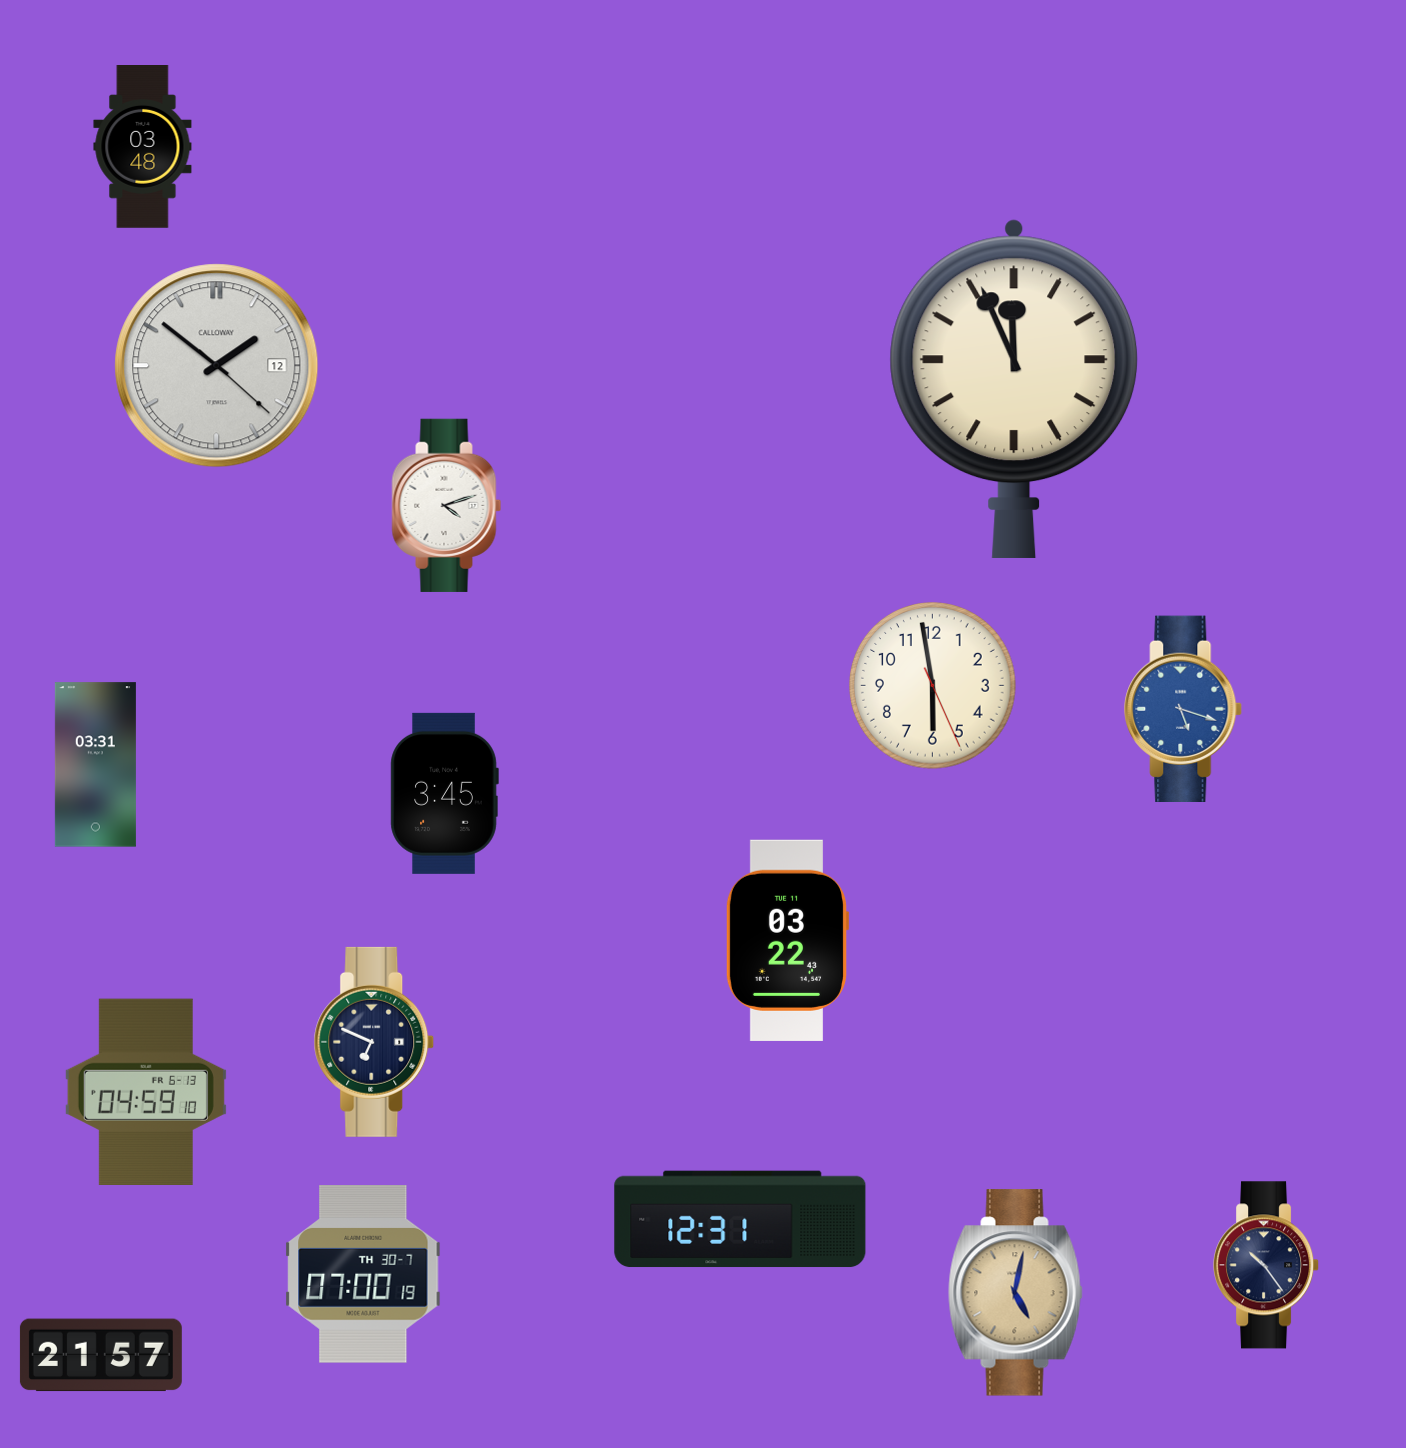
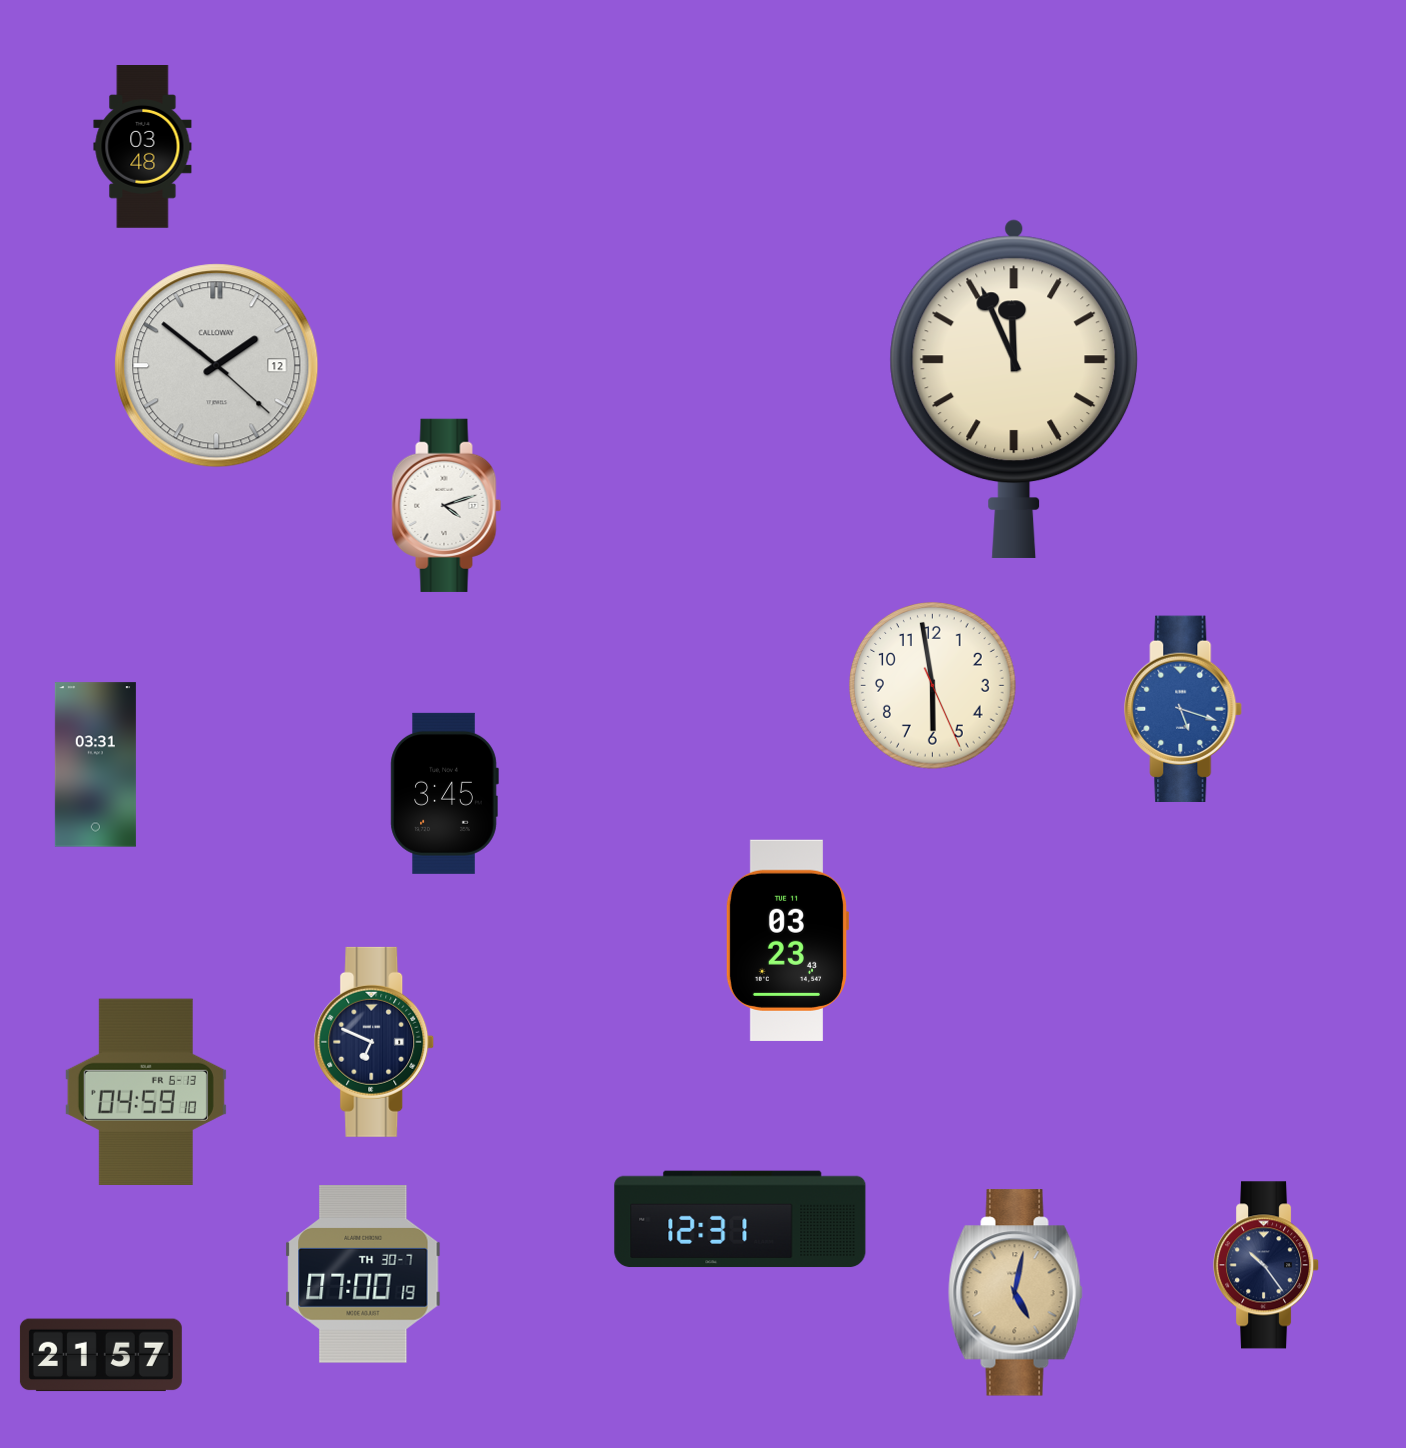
clock at (786, 940): 03:22 -> 03:23
